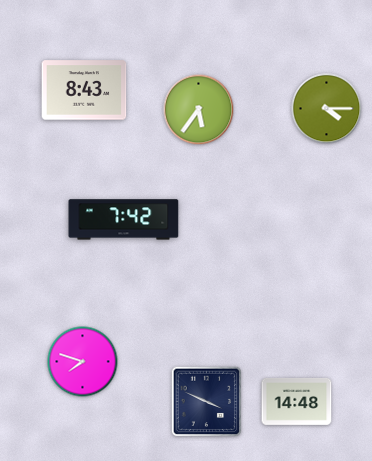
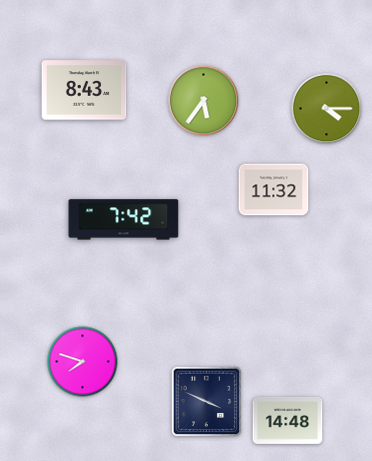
clock at (199, 110) position: (199, 110) -> (204, 101)
clock at (274, 190): none -> 11:32
clock at (297, 401) position: (297, 401) -> (288, 420)
